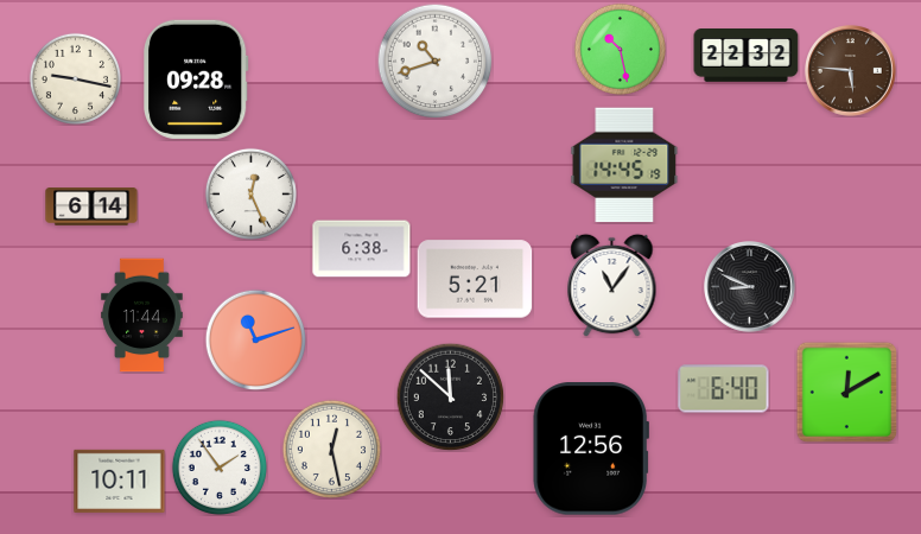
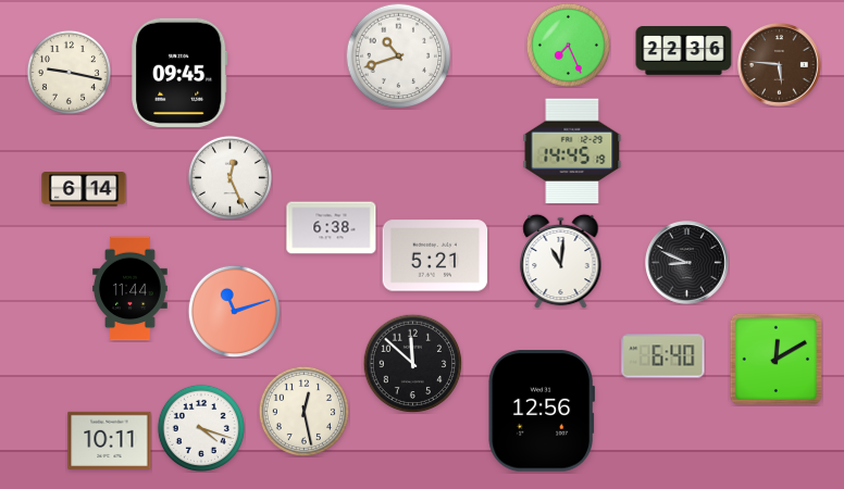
clock at (620, 49): 10:28 -> 7:26
clock at (747, 56): 22:32 -> 22:36
clock at (197, 80): 09:28 -> 09:45
clock at (612, 285): 11:06 -> 11:01
clock at (220, 468): 1:54 -> 4:18
